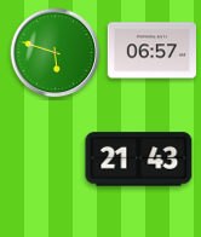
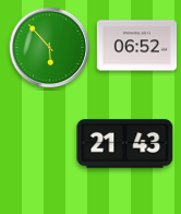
clock at (153, 51): 06:57 -> 06:52
clock at (56, 53): 5:48 -> 5:53
